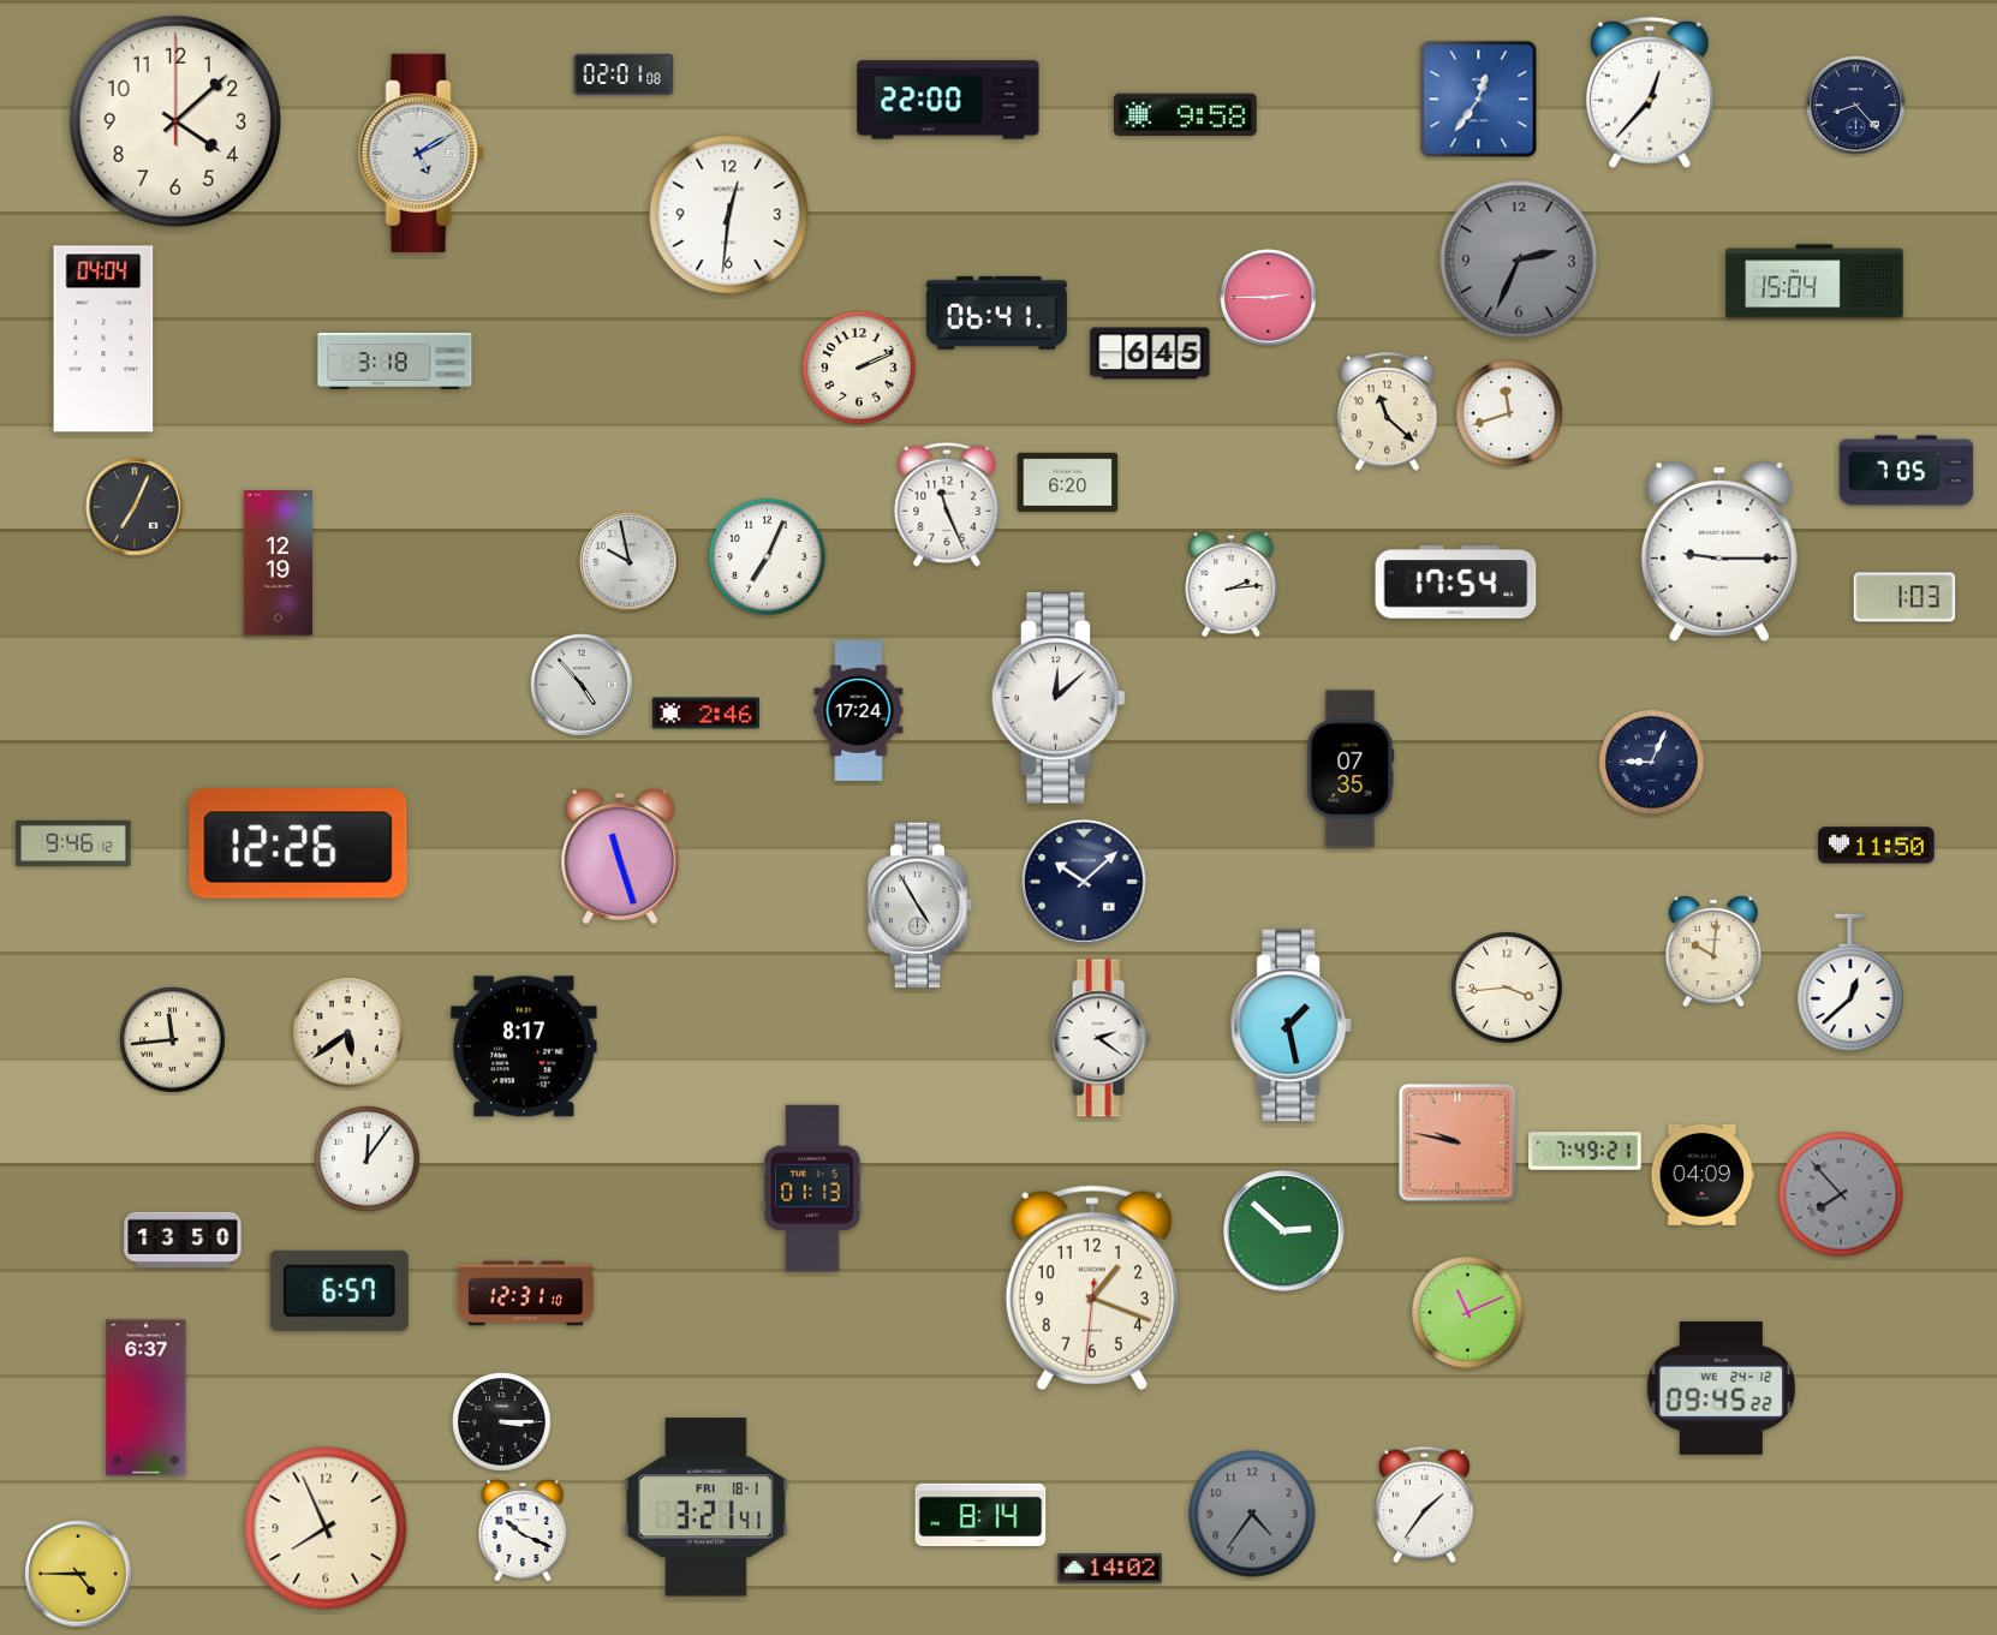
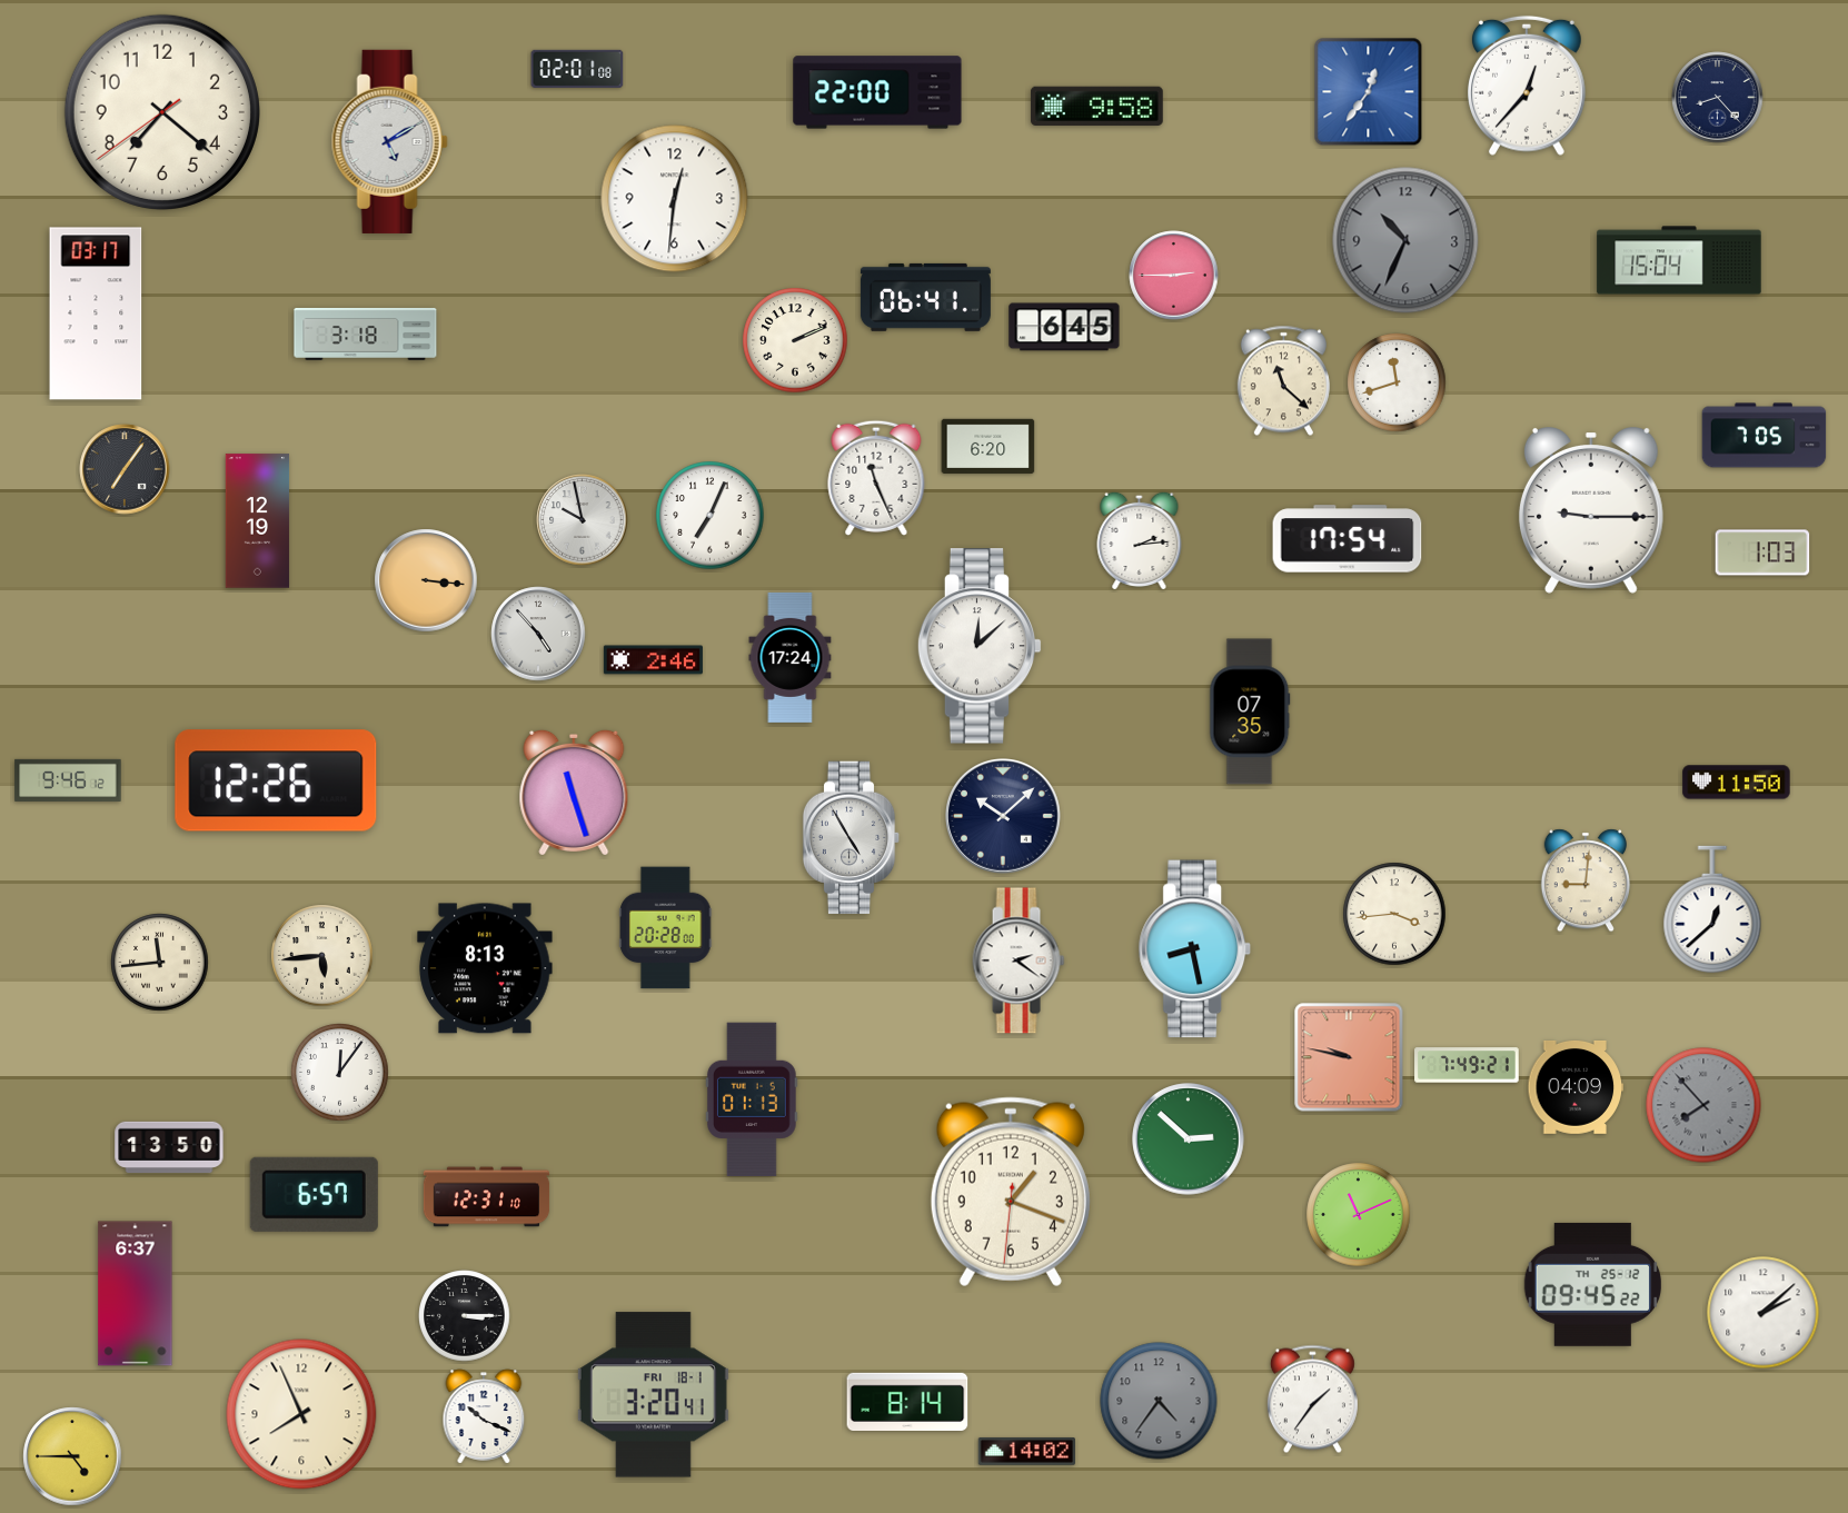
clock at (175, 121): 4:08 -> 7:21
clock at (1519, 259): 2:34 -> 10:34
clock at (996, 312) position: (996, 312) -> (925, 297)
clock at (103, 339): 04:04 -> 03:17
clock at (947, 505) position: (947, 505) -> (876, 478)
clock at (135, 507): 7:04 -> 7:06
clock at (426, 580): none -> 3:16
clock at (859, 710) position: (859, 710) -> (791, 657)
clock at (1652, 763): 9:04 -> none
clock at (1713, 951): 10:01 -> 9:01
clock at (666, 928): none -> 20:28
clock at (1292, 1026): 1:28 -> 8:28
clock at (348, 1033): 5:39 -> 5:44
clock at (524, 1046): 8:17 -> 8:13
clock at (1721, 1388) date: WE 24-12 -> TH 25-12
clock at (1763, 1313): none -> 2:08
clock at (1424, 1505) position: (1424, 1505) -> (1312, 1400)
clock at (705, 1508): 3:21 -> 3:20
